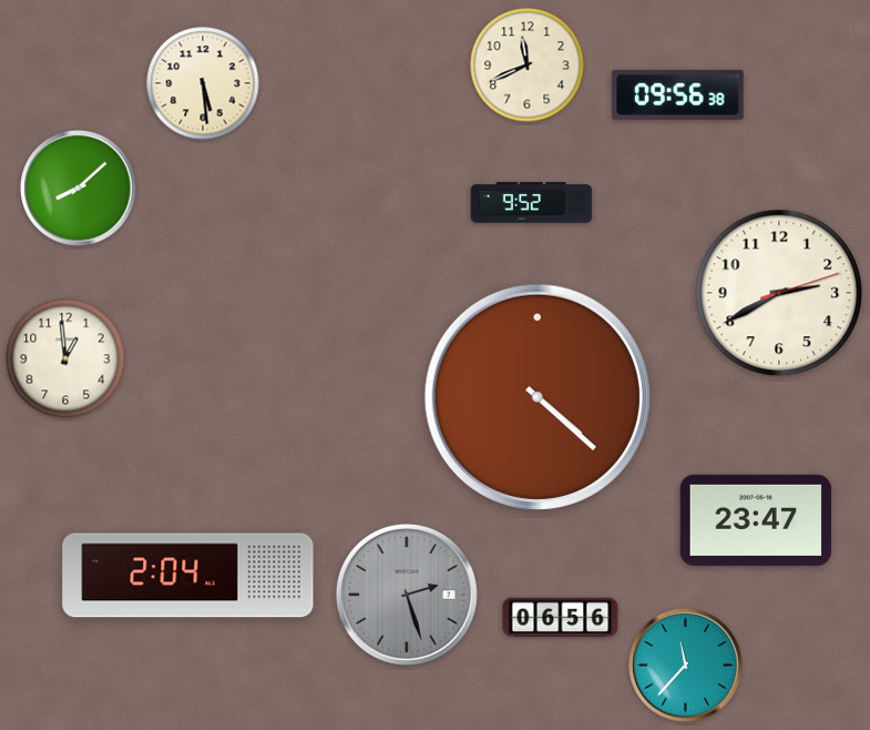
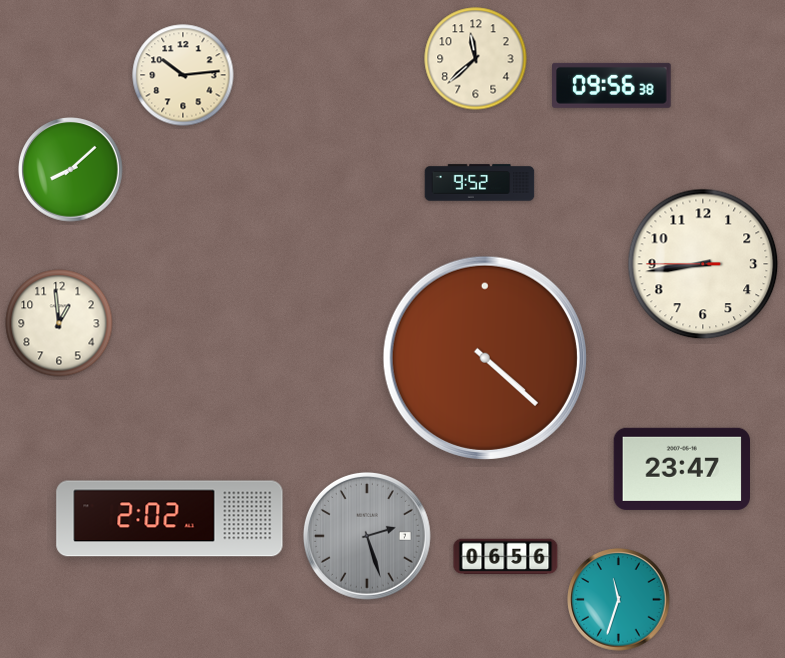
clock at (528, 65): 11:41 -> 11:38
clock at (203, 83): 5:29 -> 10:14
clock at (779, 293): 2:40 -> 8:43
clock at (188, 576): 2:04 -> 2:02
clock at (686, 666): 11:37 -> 11:33
